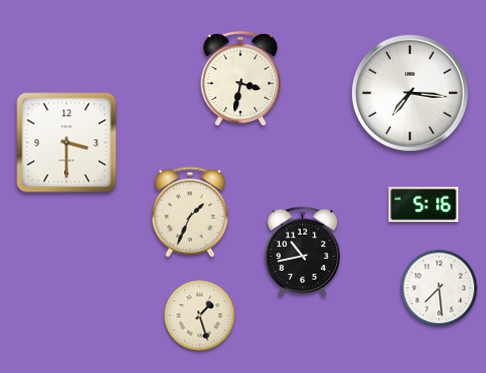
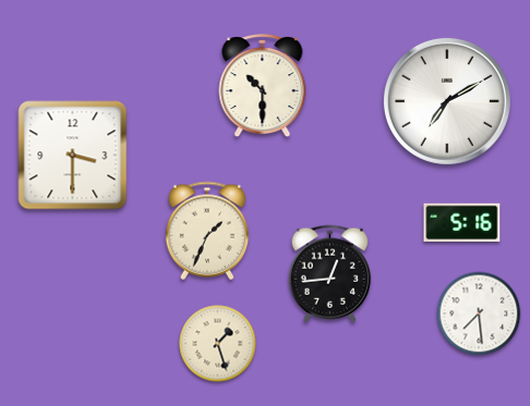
clock at (241, 79): 3:32 -> 10:30
clock at (410, 93): 7:16 -> 7:10
clock at (303, 252): 10:43 -> 12:44
